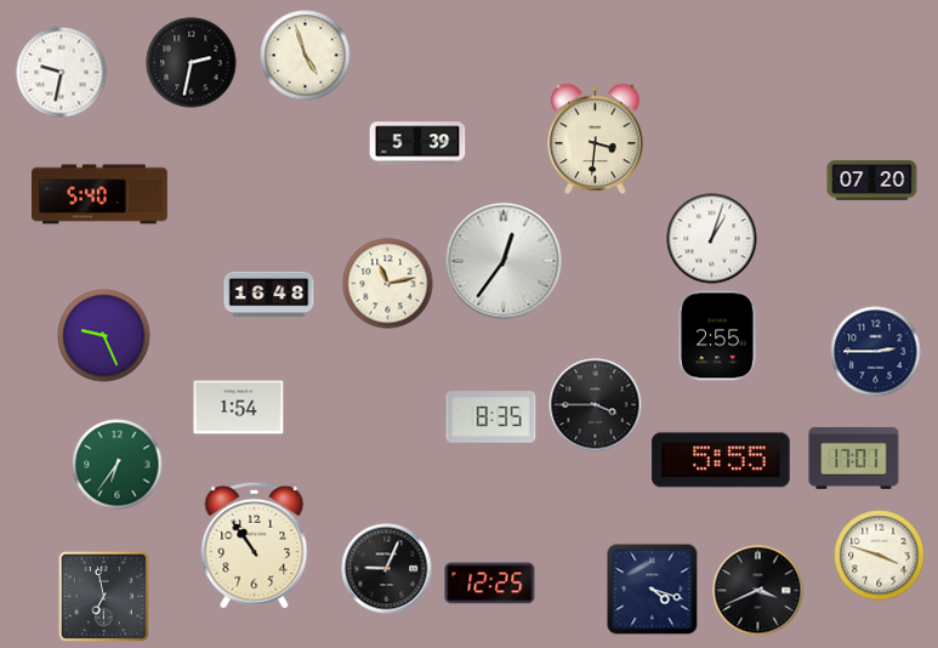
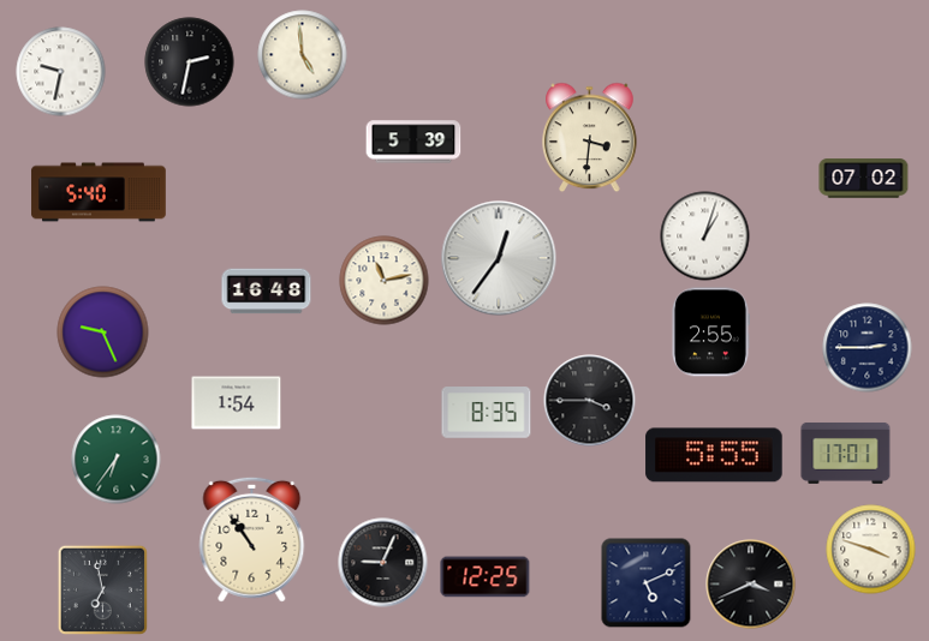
clock at (306, 56): 4:57 -> 4:59
clock at (872, 181): 07:20 -> 07:02
clock at (653, 590): 4:18 -> 5:11
